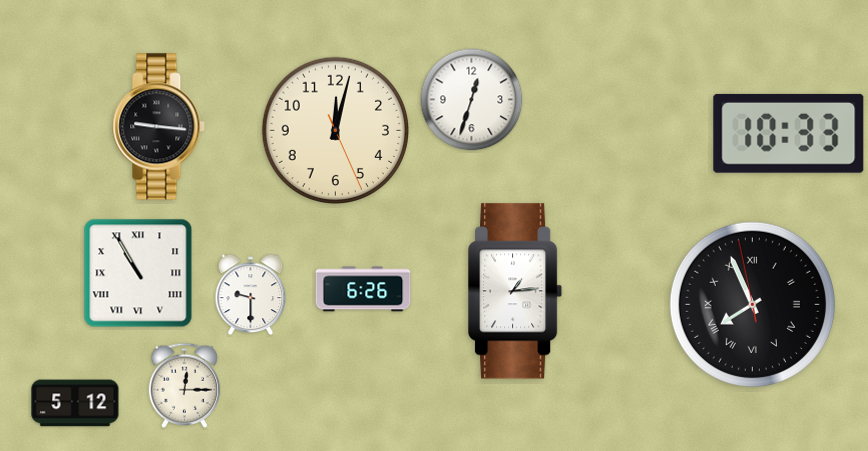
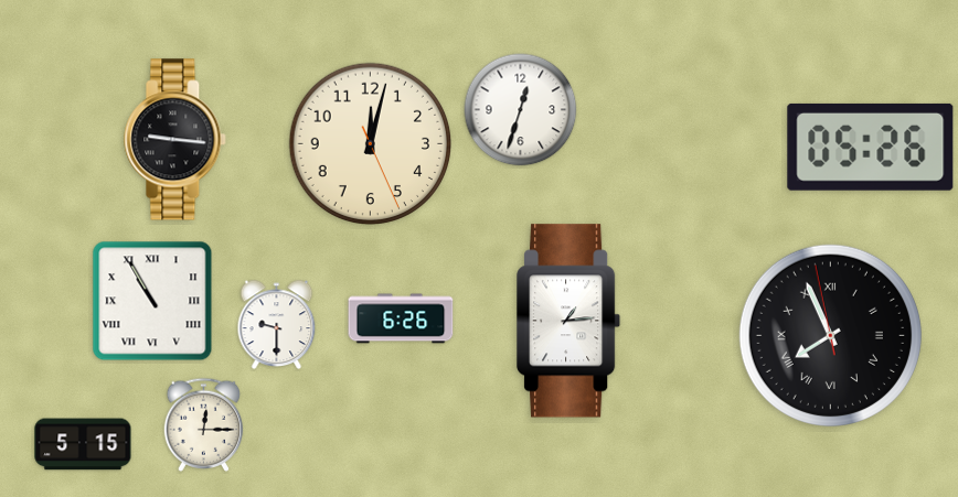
clock at (789, 133): 10:33 -> 05:26
clock at (75, 403): 5:12 -> 5:15
